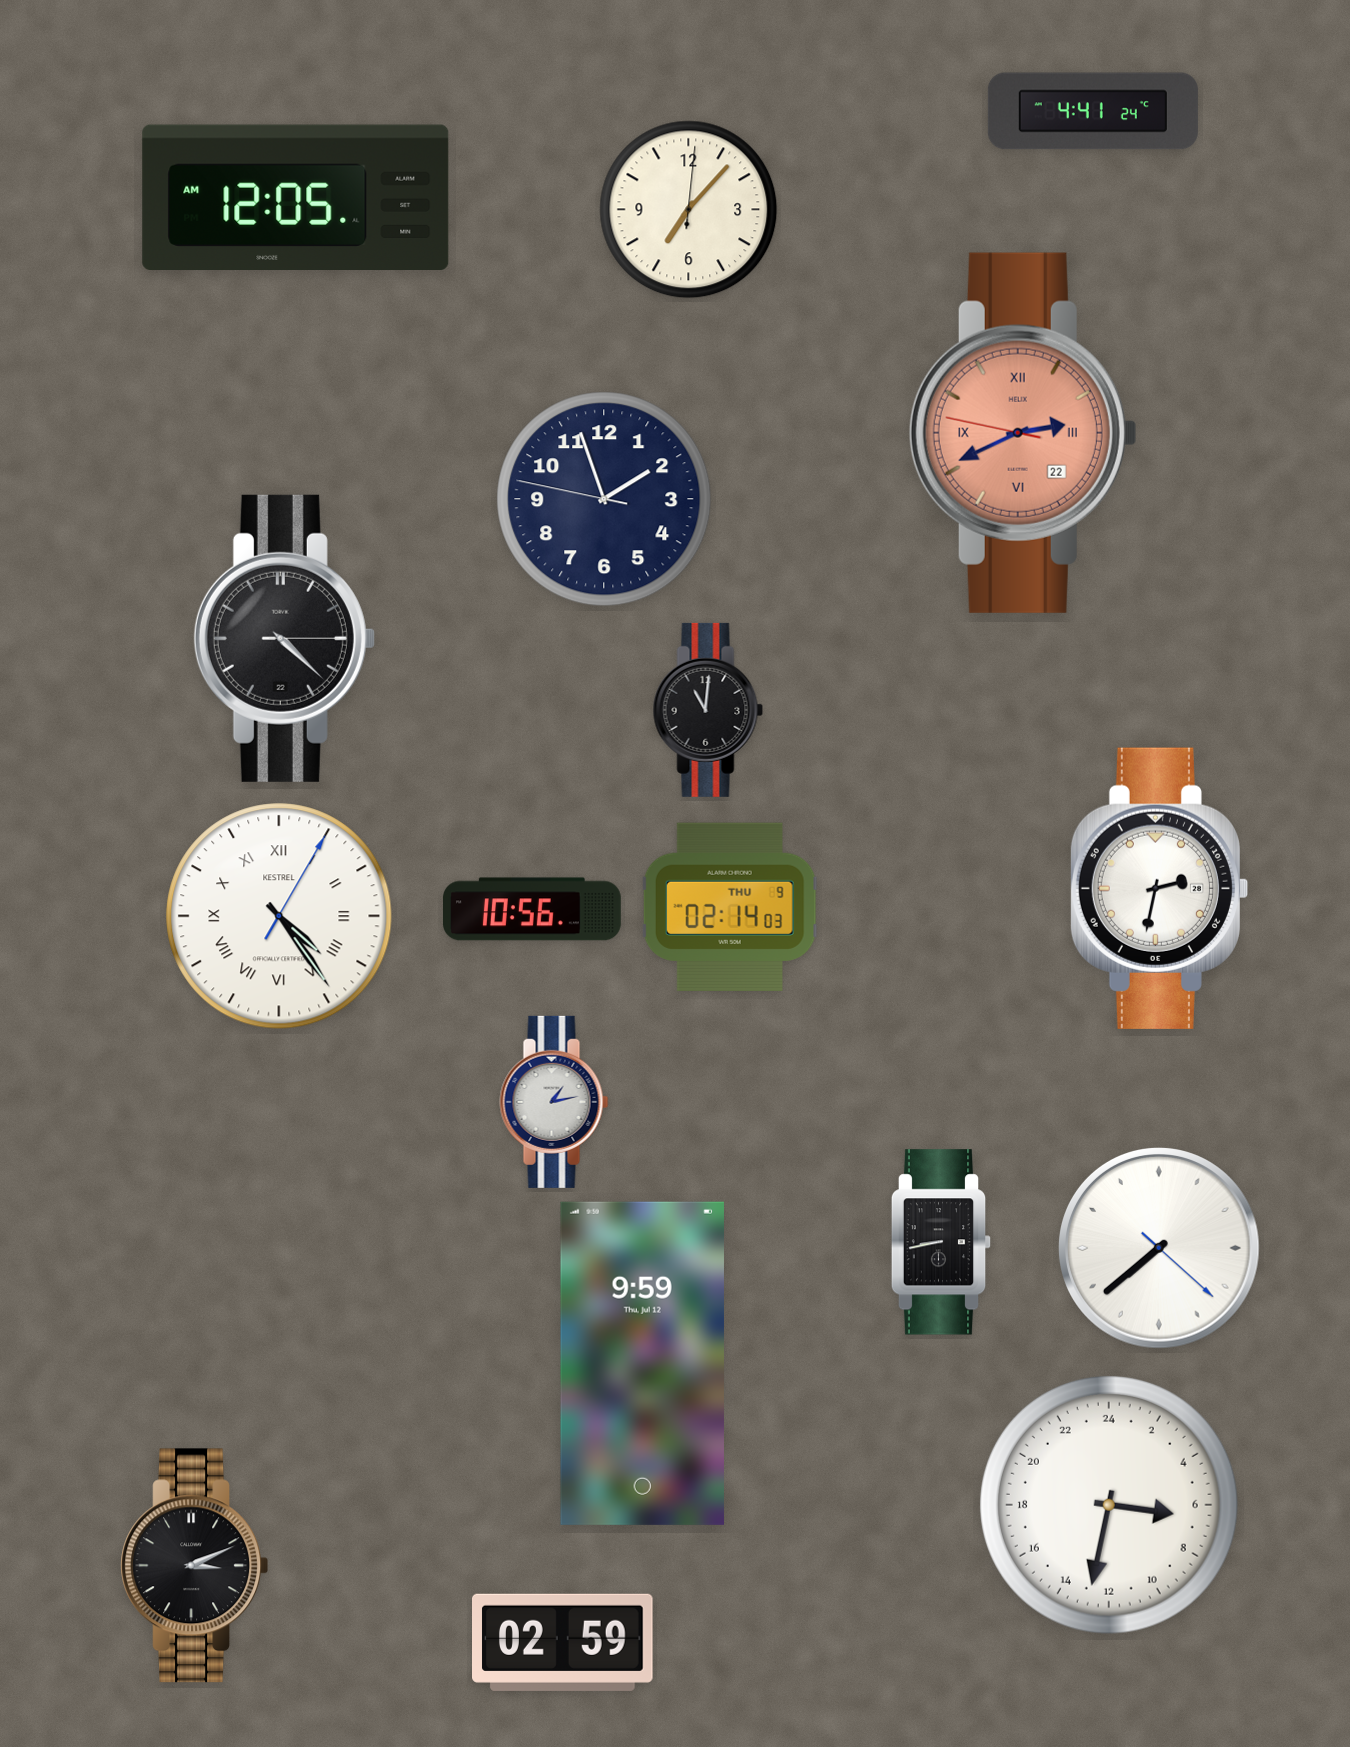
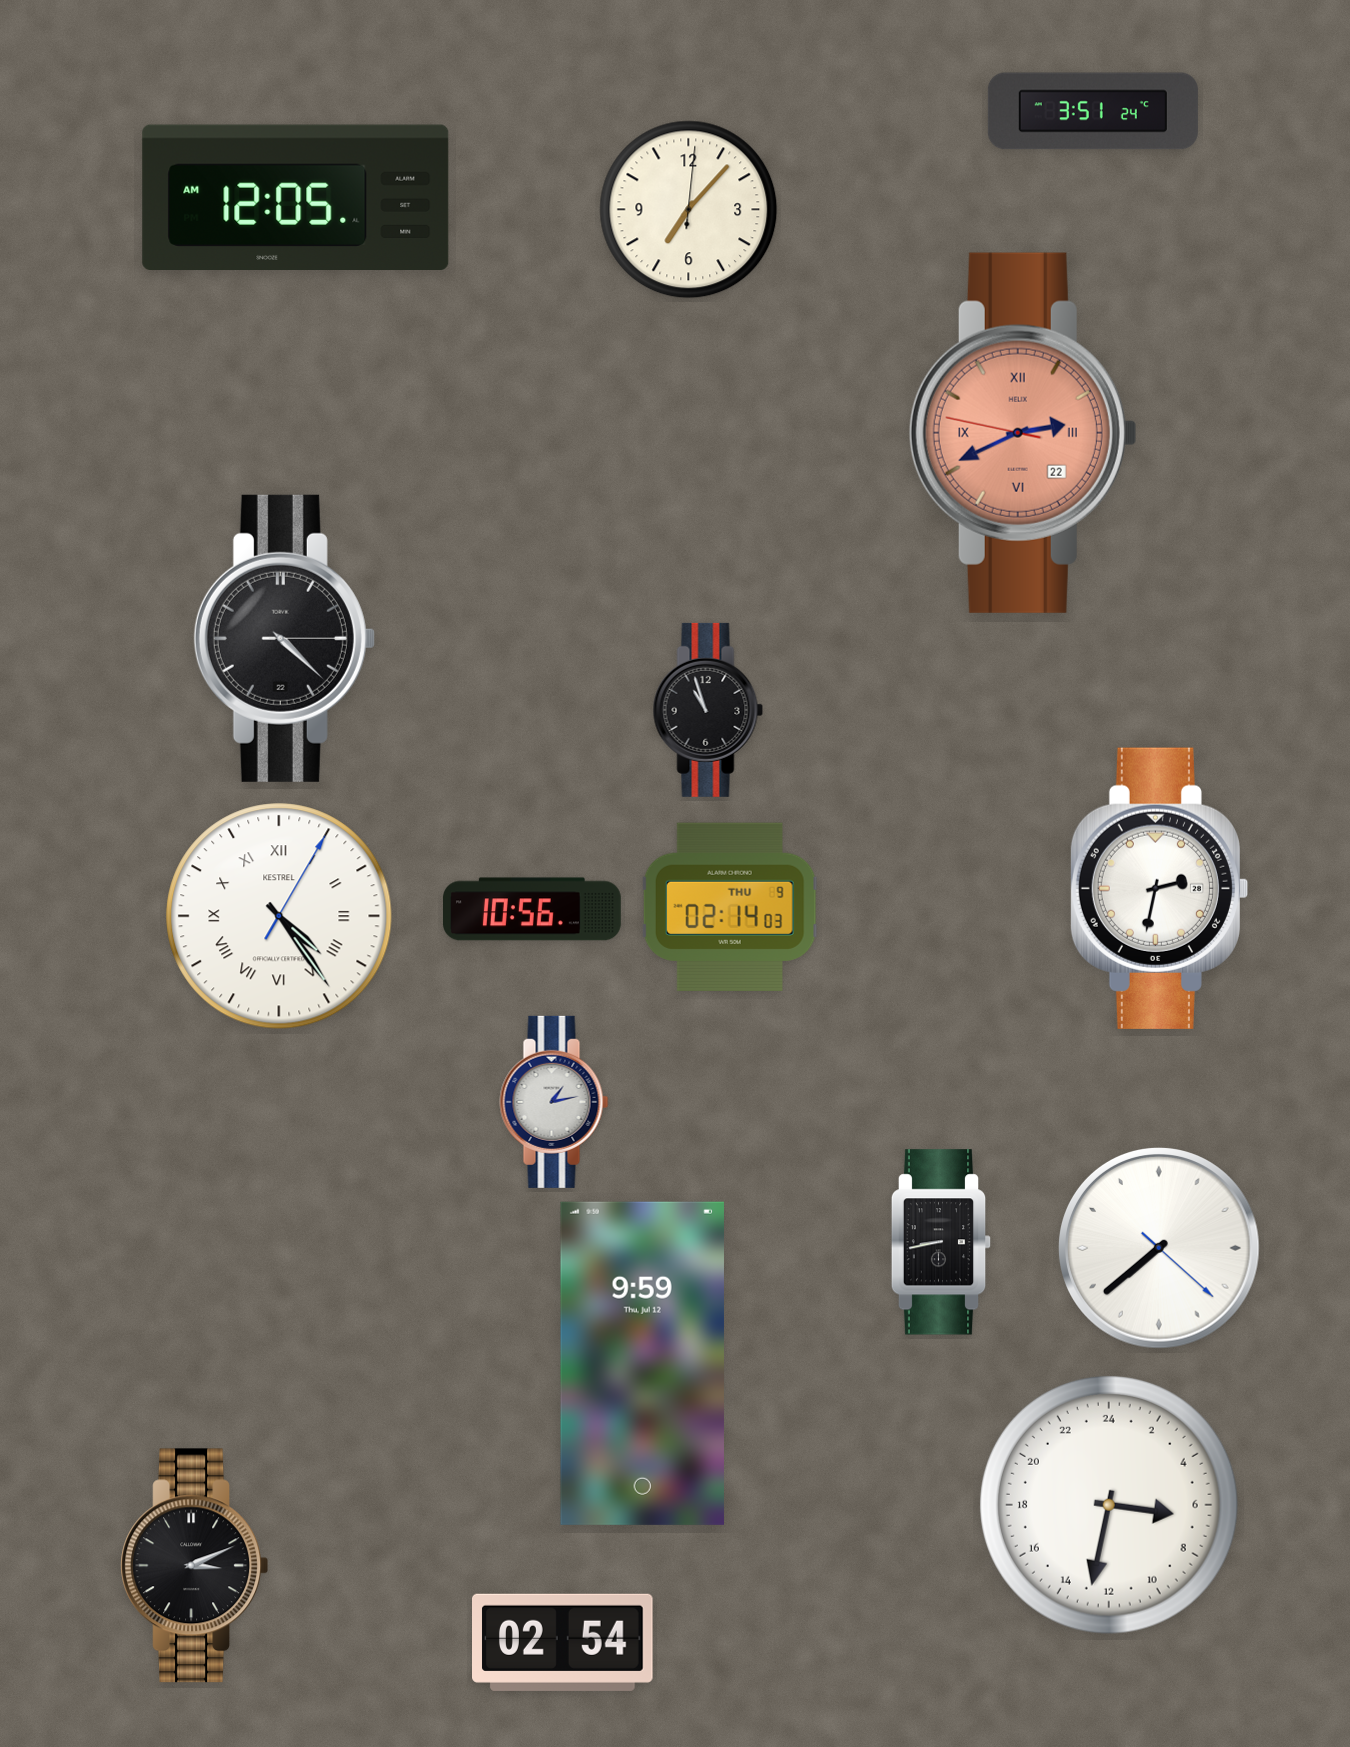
clock at (1093, 111): 4:41 -> 3:51
clock at (604, 499): 1:56 -> none
clock at (708, 710): 11:01 -> 10:57
clock at (563, 1642): 02:59 -> 02:54
